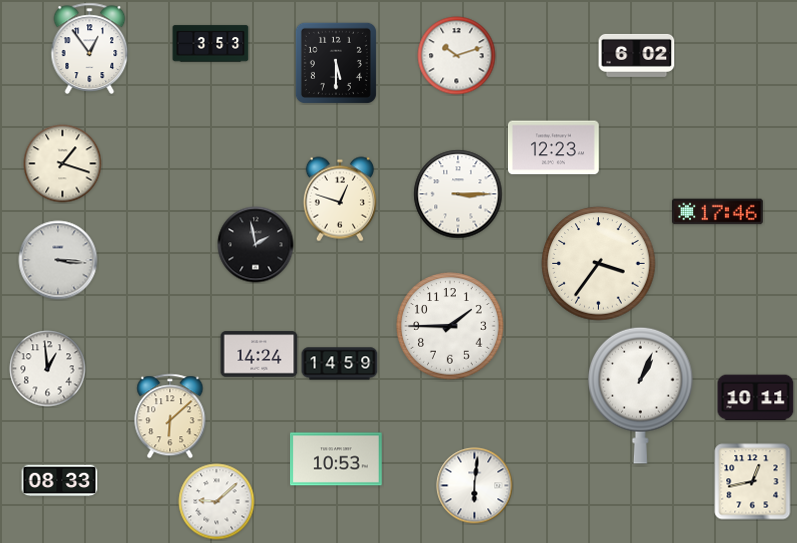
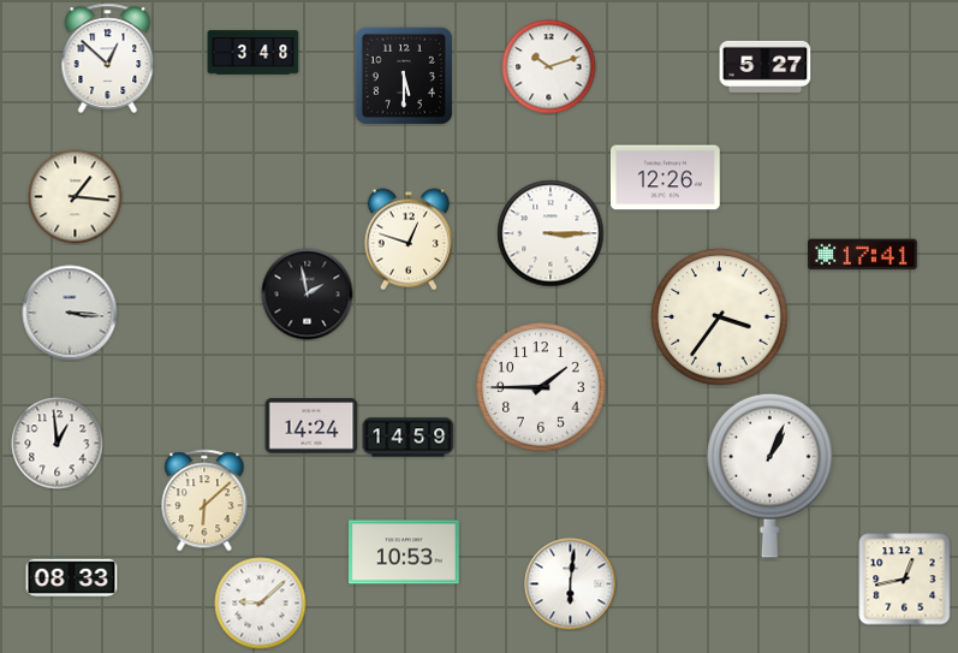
clock at (211, 44): 3:53 -> 3:48
clock at (90, 48): 12:54 -> 12:52
clock at (637, 55): 6:02 -> 5:27
clock at (554, 148): 12:23 -> 12:26
clock at (63, 164): 1:18 -> 1:16
clock at (718, 212): 17:46 -> 17:41
clock at (450, 326) position: (450, 326) -> (541, 387)
clock at (756, 398): 10:11 -> none
